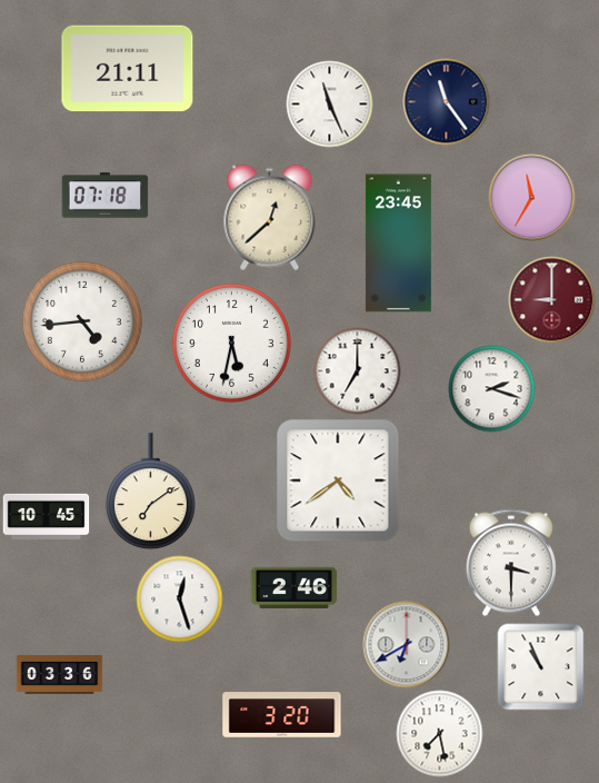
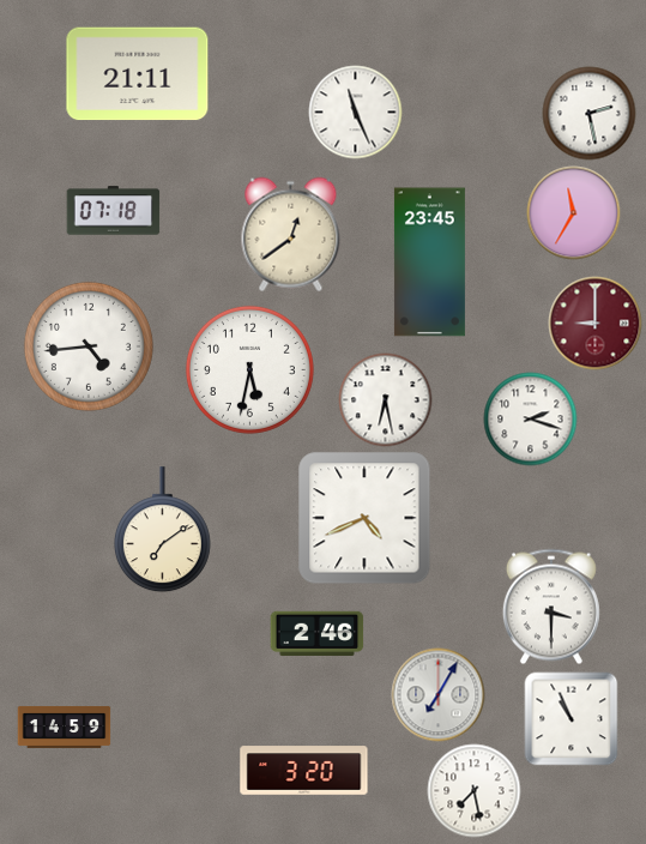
clock at (446, 101): 11:24 -> none
clock at (588, 113): none -> 2:28
clock at (270, 217): 12:38 -> 12:39
clock at (357, 370): 7:00 -> 6:28
clock at (338, 480): 4:39 -> 4:41
clock at (46, 517): 10:45 -> none
clock at (179, 598): 12:27 -> none
clock at (406, 644): 6:40 -> 7:05
clock at (540, 666) position: (540, 666) -> (570, 718)
clock at (59, 674): 03:36 -> 14:59
